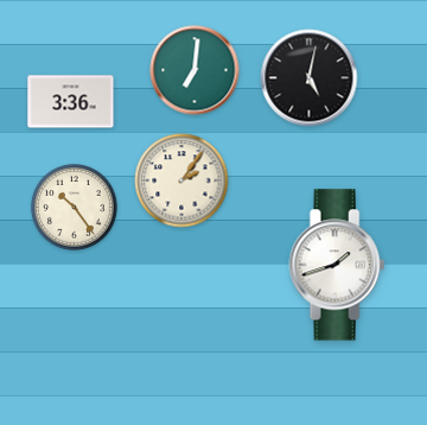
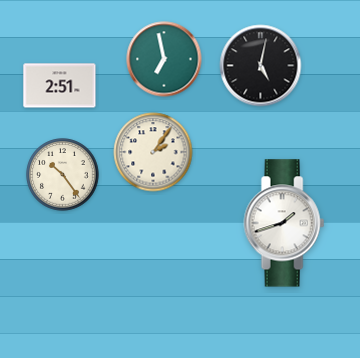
clock at (195, 70): 7:01 -> 6:58
clock at (71, 102): 3:36 -> 2:51
